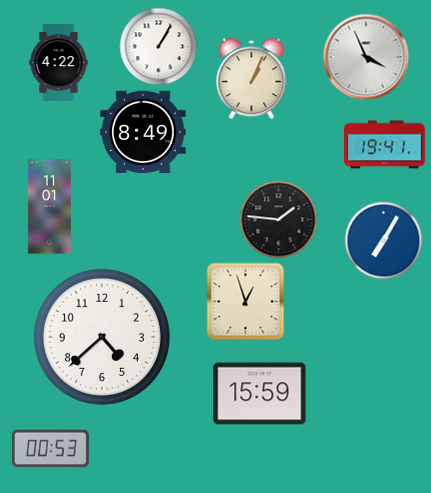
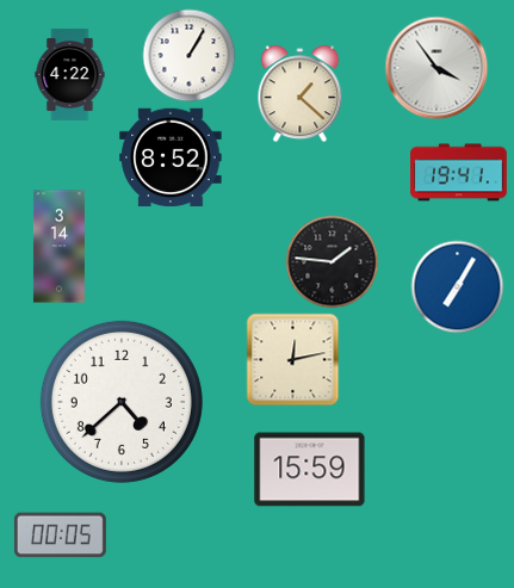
clock at (366, 57): 3:56 -> 3:54
clock at (252, 78): 1:04 -> 1:22
clock at (143, 132): 8:49 -> 8:52
clock at (49, 207): 11:01 -> 3:14
clock at (245, 301): 12:57 -> 12:13
clock at (50, 449): 00:53 -> 00:05
